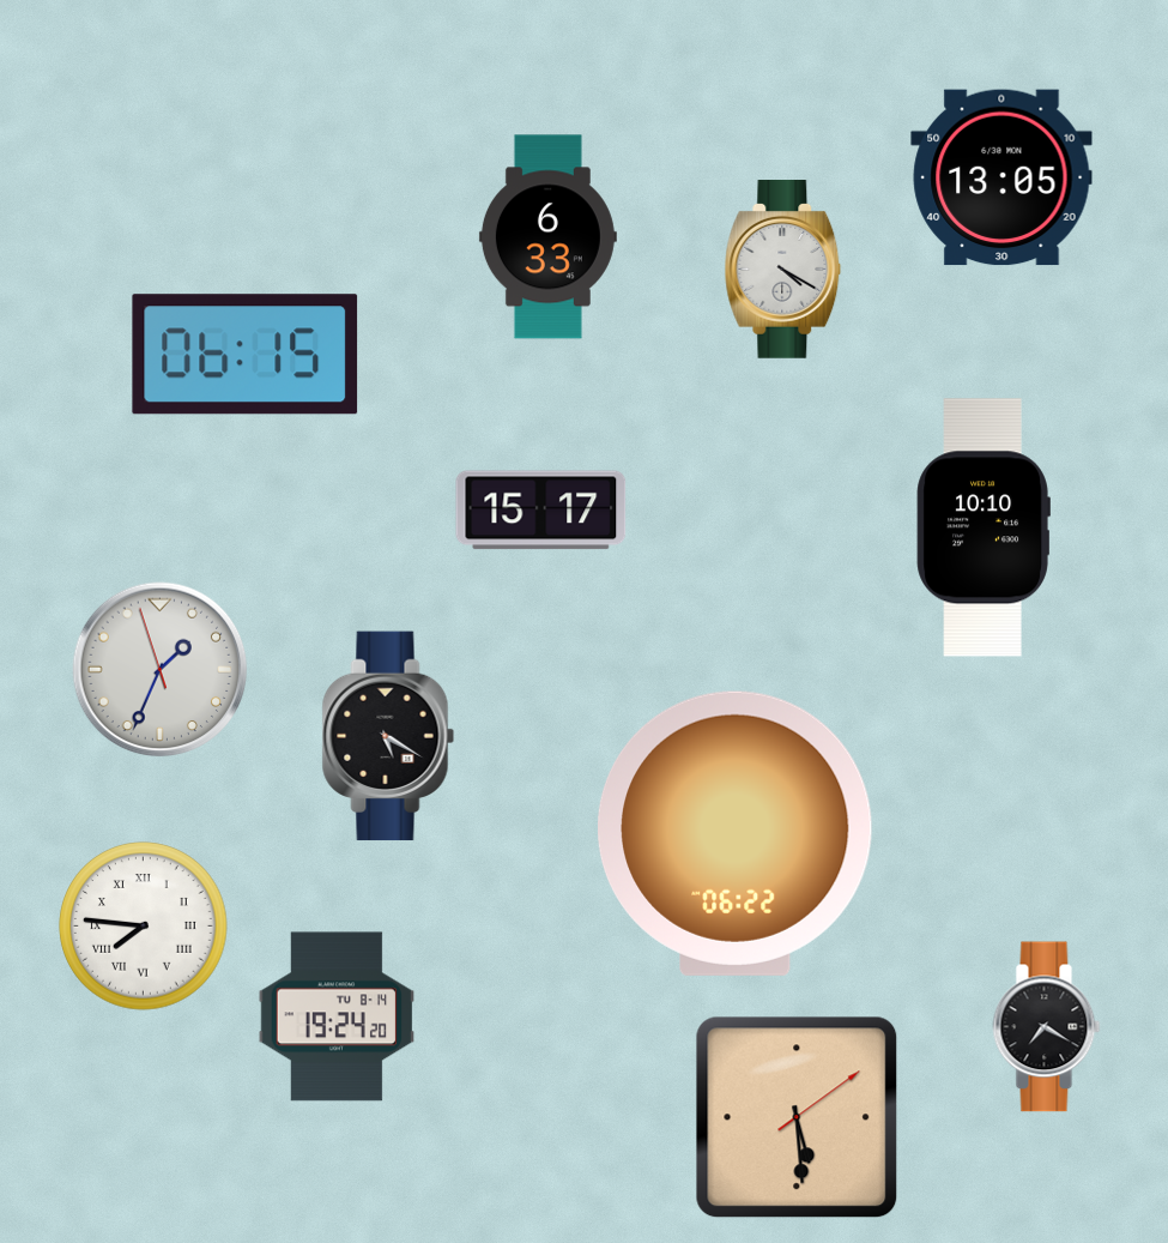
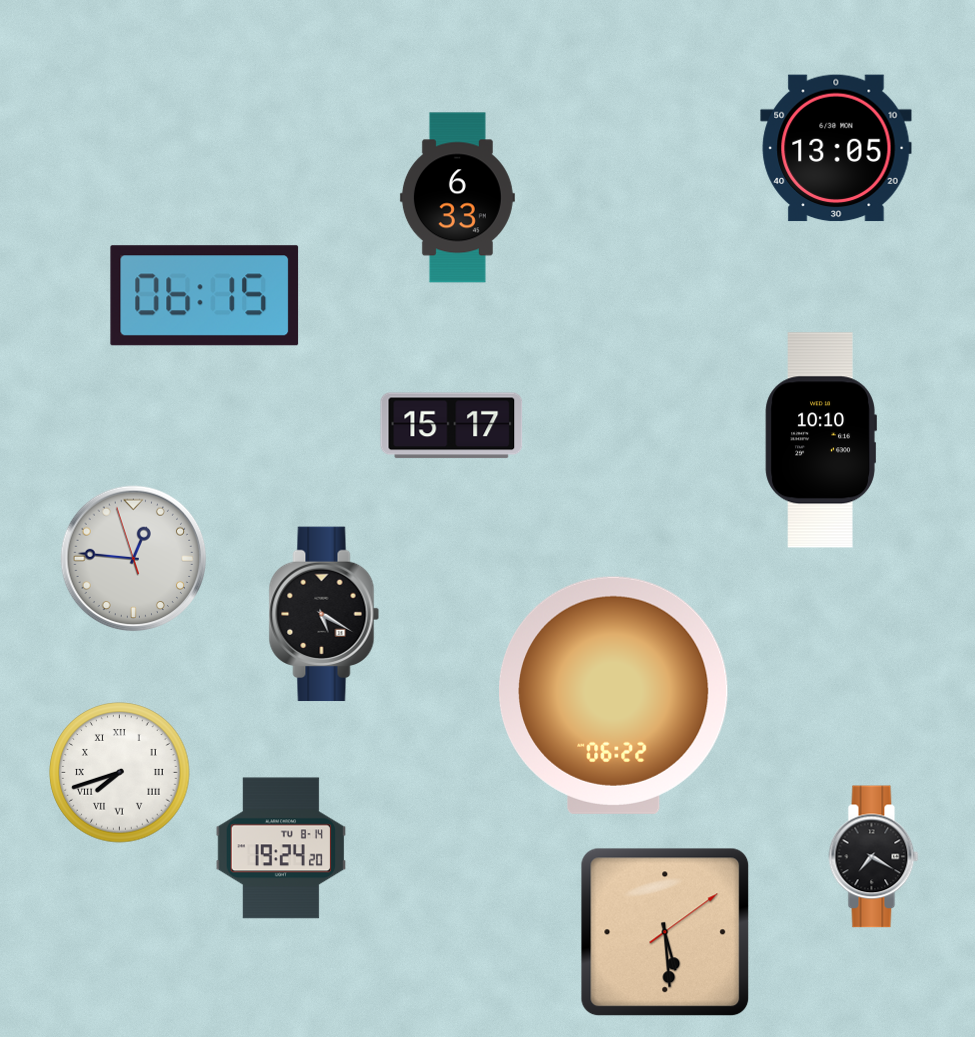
clock at (783, 270): 4:20 -> none
clock at (161, 670): 1:33 -> 12:45
clock at (144, 927): 7:46 -> 7:42
